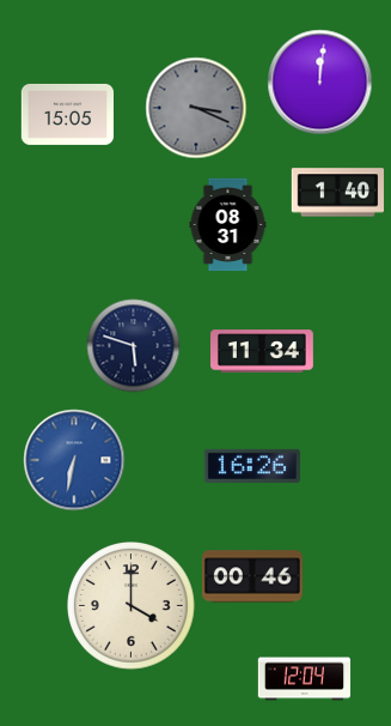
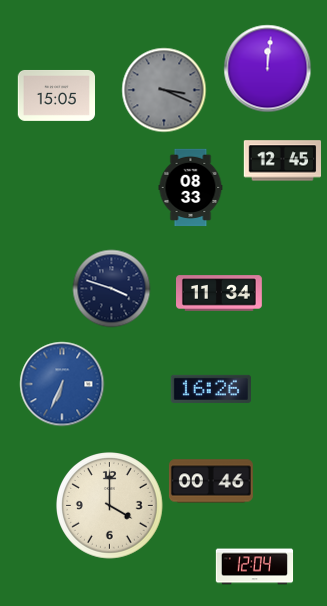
clock at (337, 193): 1:40 -> 12:45
clock at (228, 224): 08:31 -> 08:33
clock at (133, 345): 5:48 -> 3:48
clock at (74, 460): 6:32 -> 6:34
